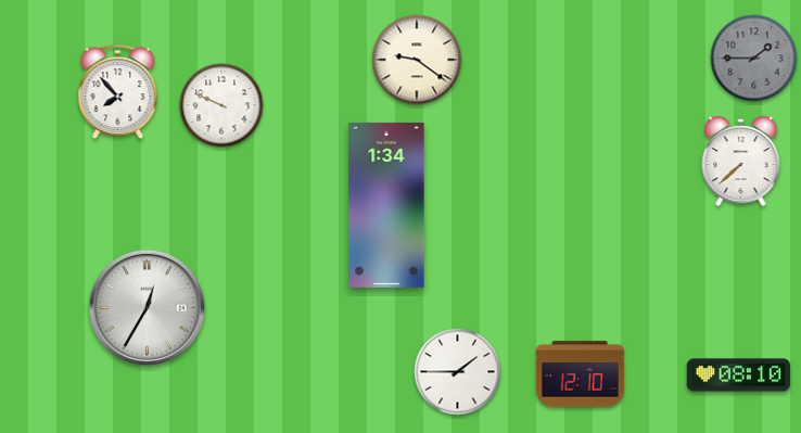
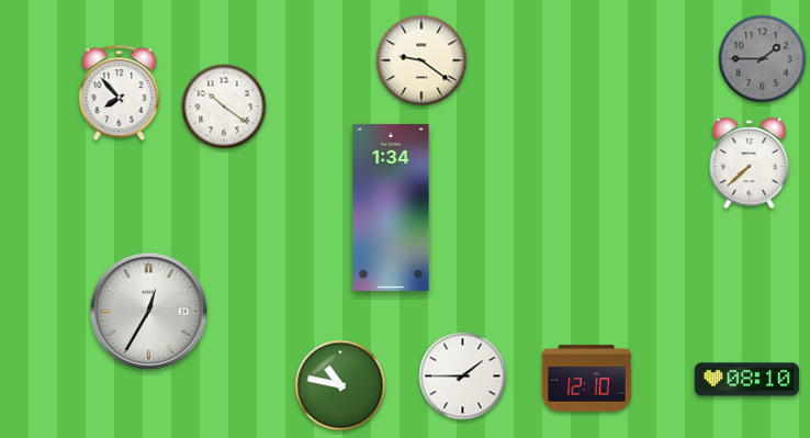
clock at (221, 105): 9:49 -> 10:21
clock at (340, 385): none -> 10:47
